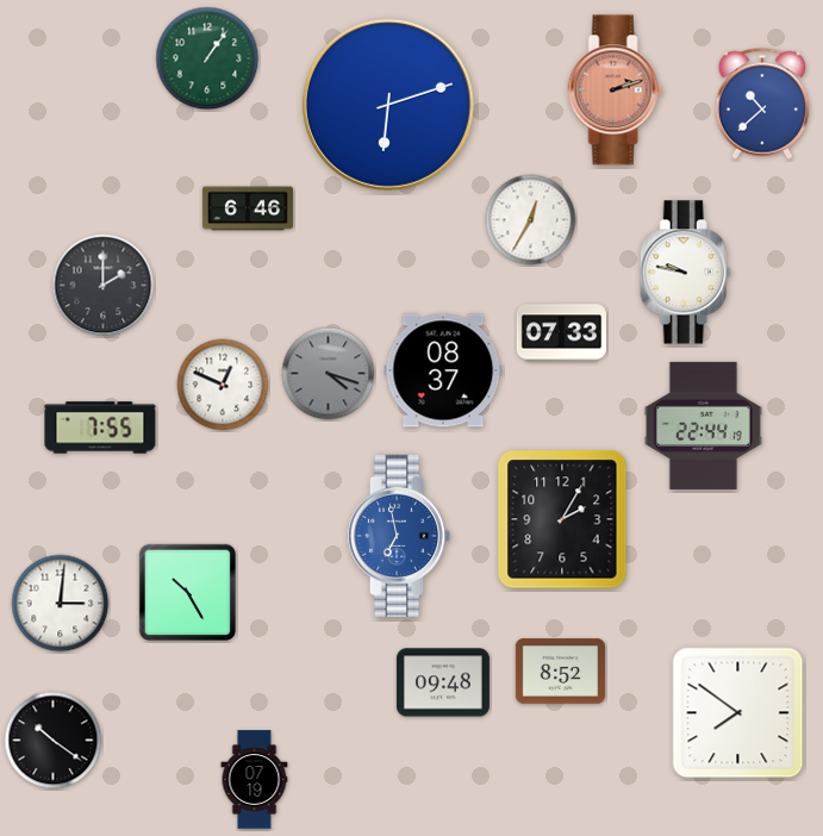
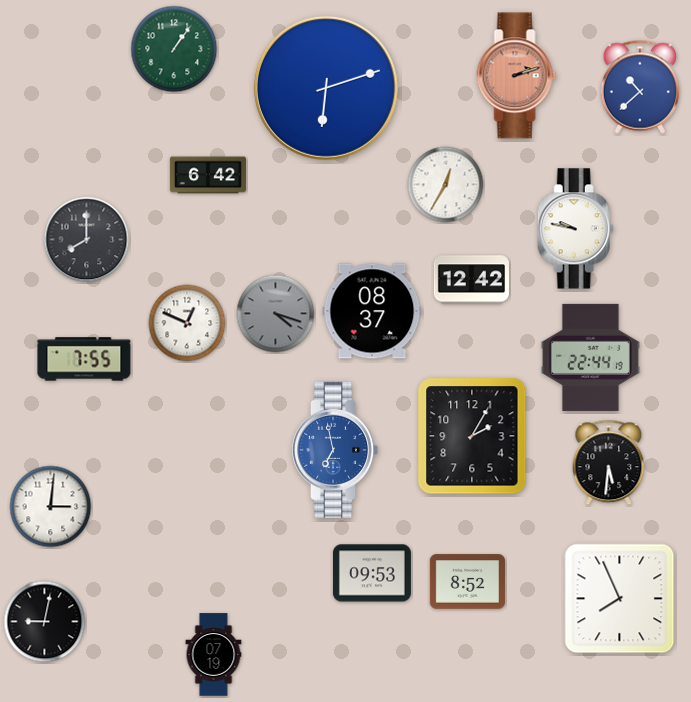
clock at (248, 208): 6:46 -> 6:42
clock at (104, 286): 2:00 -> 8:00
clock at (561, 333): 07:33 -> 12:42
clock at (609, 463): none -> 5:31
clock at (188, 593): 10:25 -> none
clock at (560, 672) position: (560, 672) -> (467, 582)
clock at (443, 682): 09:48 -> 09:53
clock at (738, 713): 7:51 -> 7:56
clock at (54, 741): 10:21 -> 9:02
